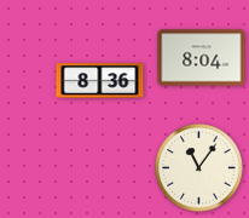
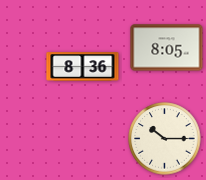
clock at (202, 58): 8:04 -> 8:05
clock at (199, 168): 11:06 -> 10:15
